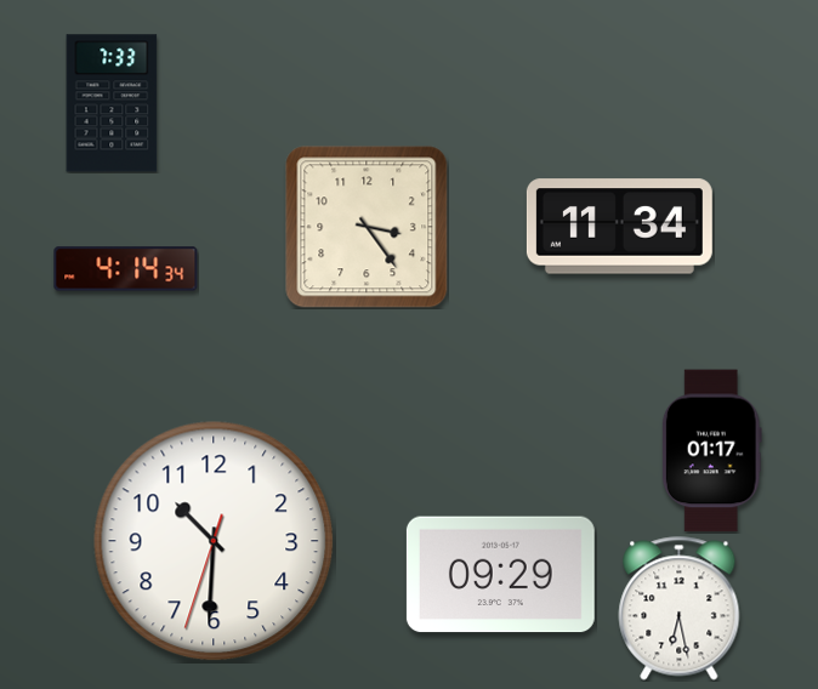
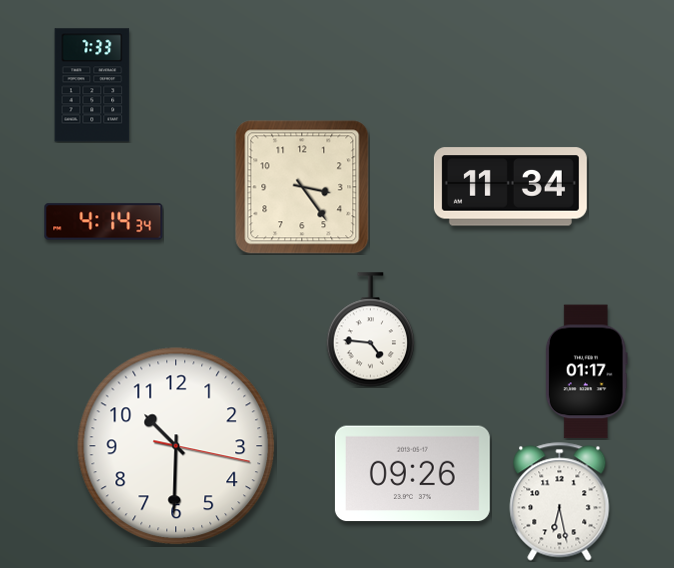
clock at (370, 330): none -> 4:46
clock at (214, 541): 10:30:33 -> 10:30:17
clock at (500, 575): 09:29 -> 09:26
